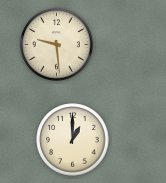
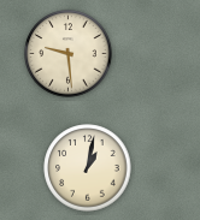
clock at (73, 140): 1:00 -> 1:02
